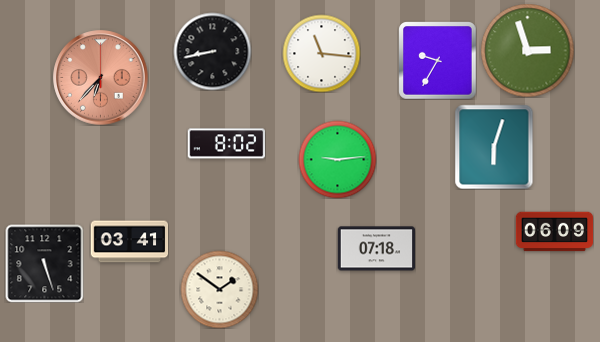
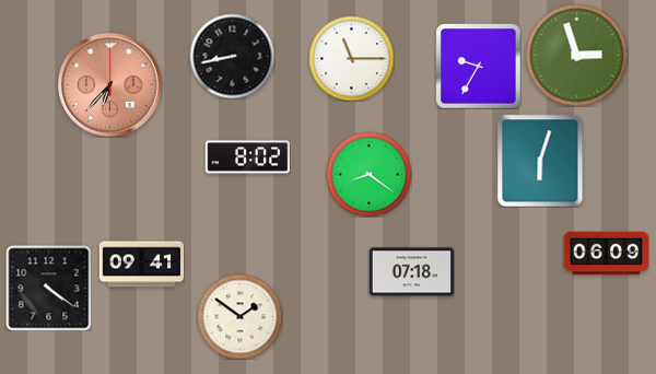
clock at (321, 53): 11:16 -> 11:15
clock at (337, 159): 9:14 -> 8:21
clock at (129, 242): 03:41 -> 09:41
clock at (44, 263): 5:27 -> 4:21
